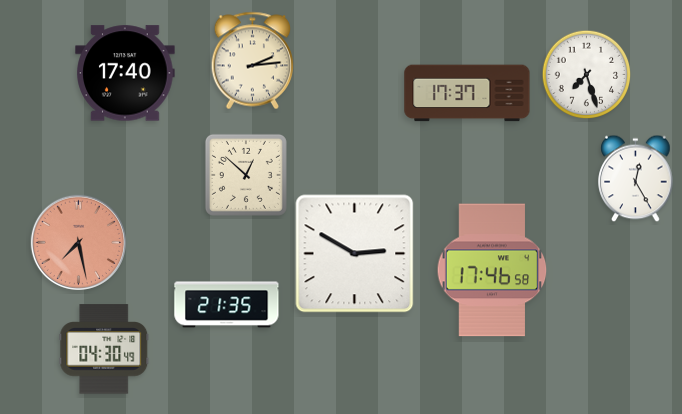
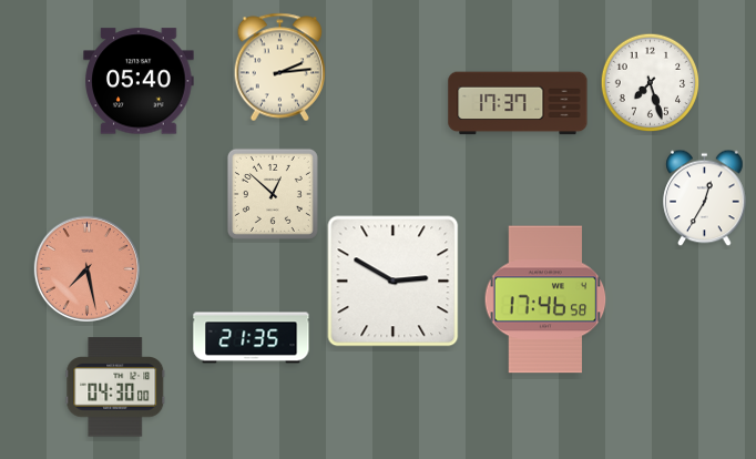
clock at (125, 73): 17:40 -> 05:40
clock at (636, 179): 12:25 -> 12:35
clock at (104, 349): 04:30:49 -> 04:30:00
